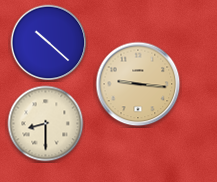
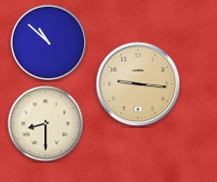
clock at (49, 43): 10:22 -> 10:52
